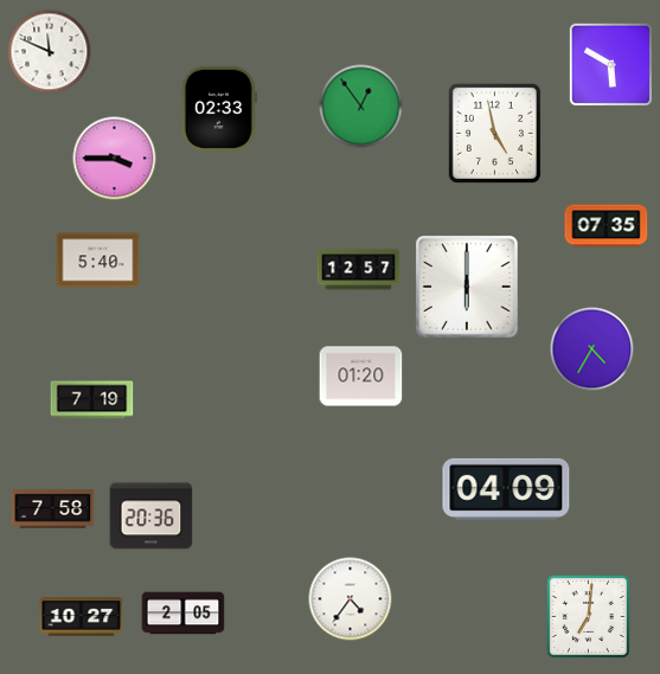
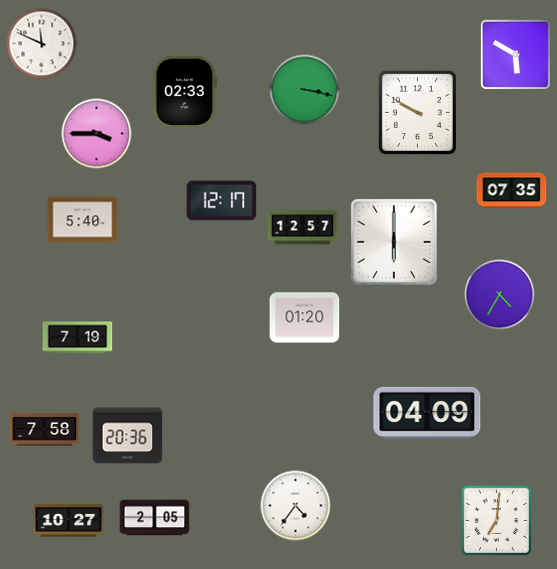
clock at (361, 107): 12:54 -> 3:17
clock at (494, 133): 4:58 -> 9:50
clock at (222, 201): none -> 12:17
